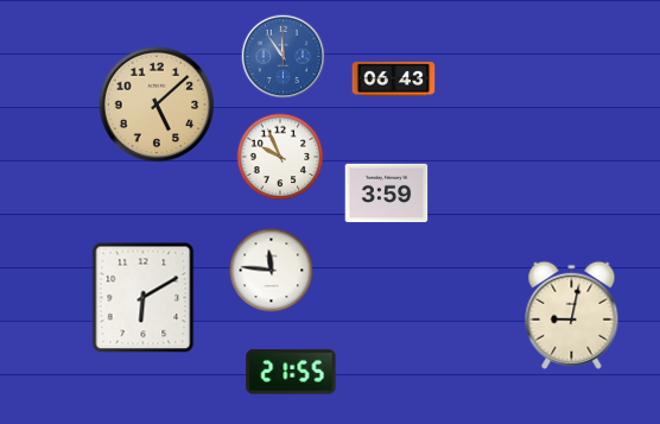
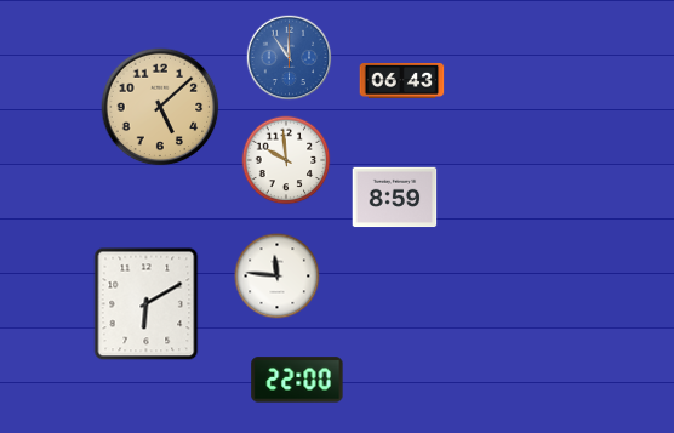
clock at (280, 157): 9:56 -> 9:59
clock at (387, 194): 3:59 -> 8:59
clock at (572, 315): 9:02 -> none
clock at (291, 372): 21:55 -> 22:00
